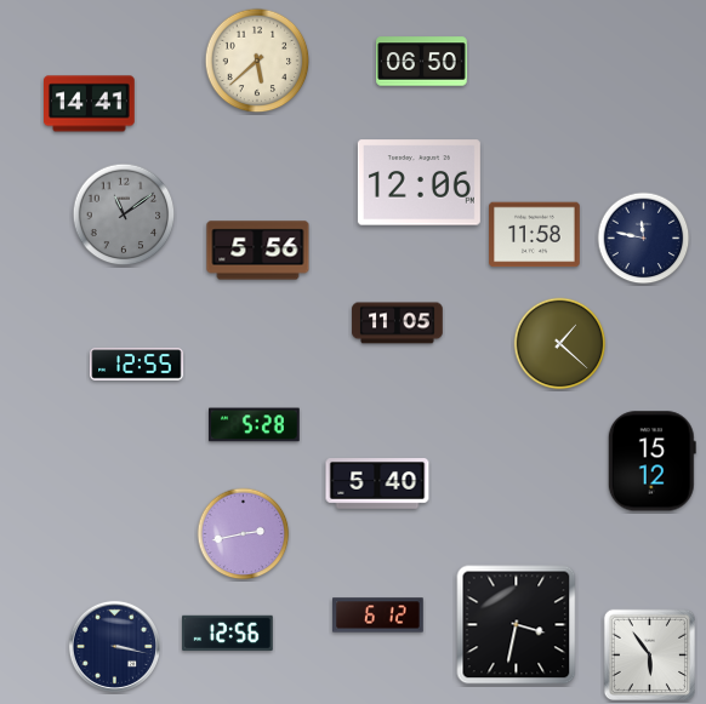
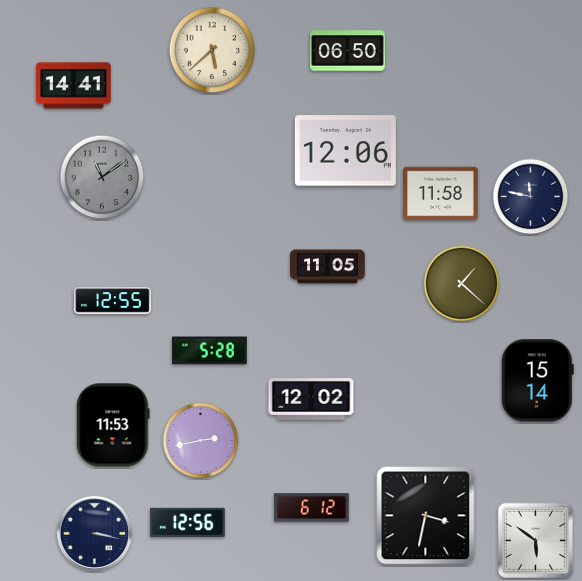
clock at (258, 251): 5:56 -> none
clock at (651, 462): 15:12 -> 15:14
clock at (377, 483): 5:40 -> 12:02
clock at (113, 425): none -> 11:53
clock at (649, 654): 5:54 -> 5:51
